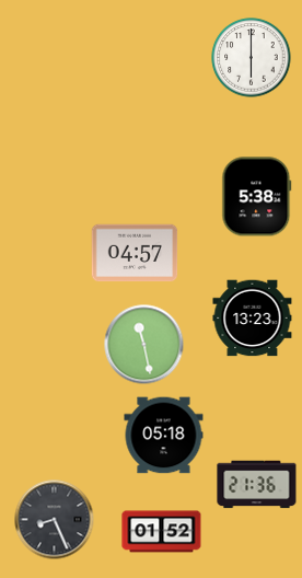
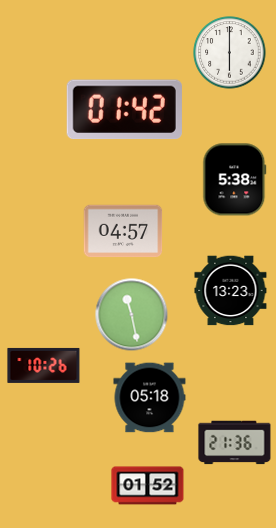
clock at (124, 110): none -> 01:42
clock at (44, 365): none -> 10:26
clock at (55, 520): 8:26 -> none
